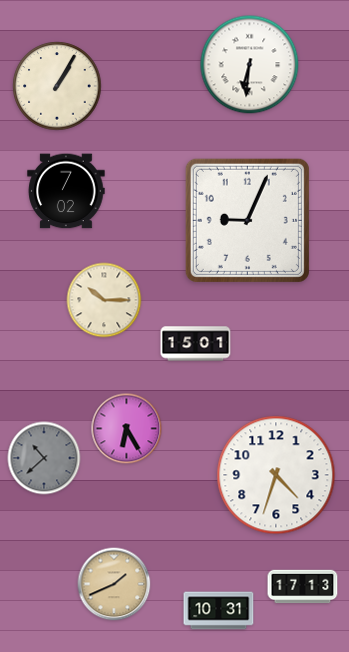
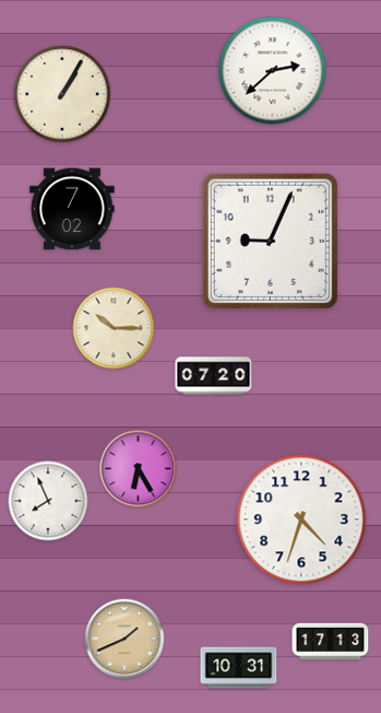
clock at (250, 65): 6:31 -> 2:38
clock at (196, 344): 15:01 -> 07:20
clock at (44, 458): 10:38 -> 7:56
clock at (44, 458) dial: grey -> white
